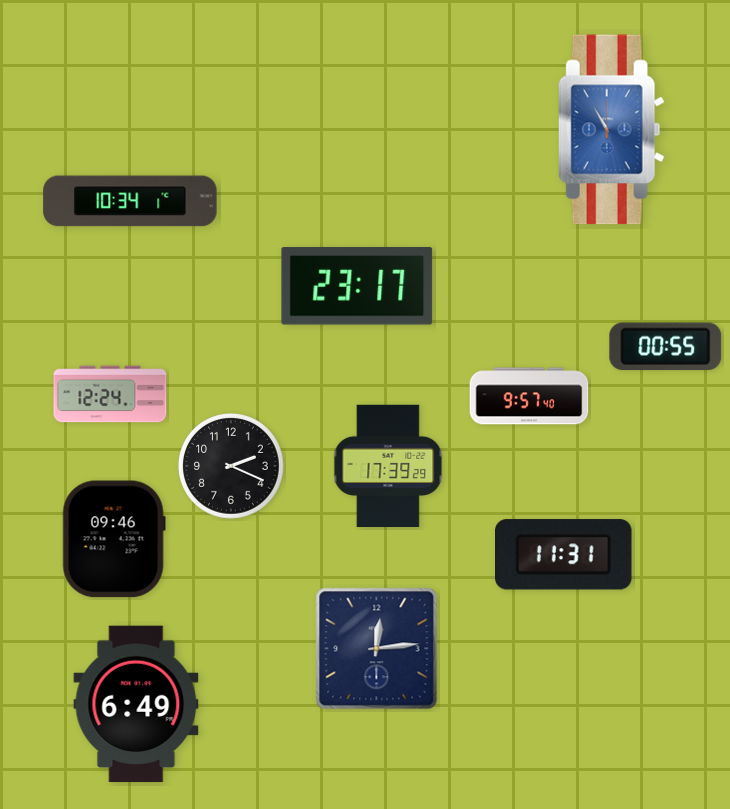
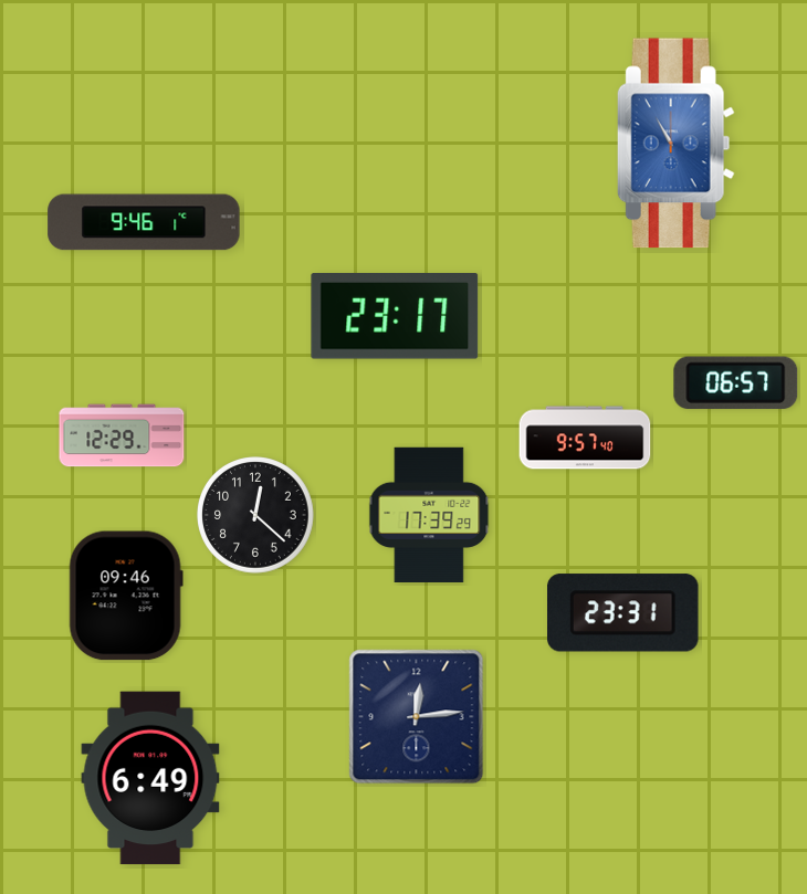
clock at (130, 201): 10:34 -> 9:46
clock at (666, 347): 00:55 -> 06:57
clock at (110, 394): 12:24 -> 12:29
clock at (232, 467): 2:19 -> 12:22
clock at (564, 555): 11:31 -> 23:31
